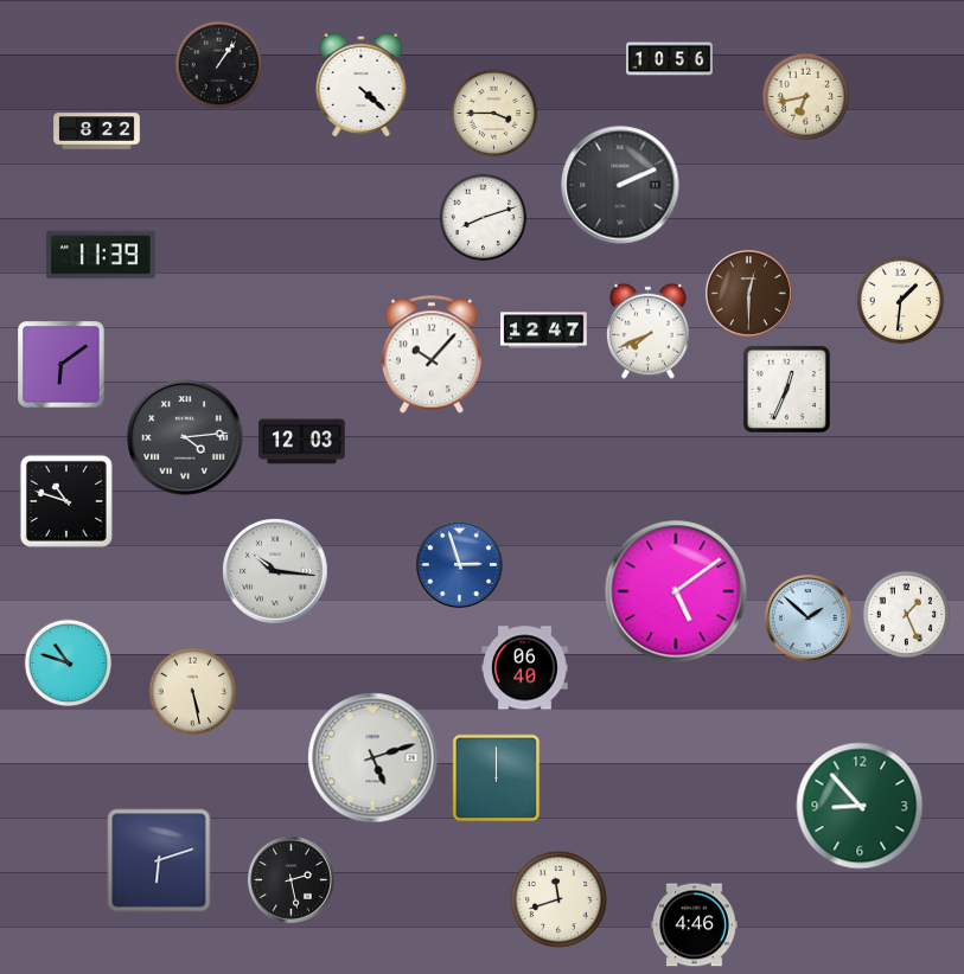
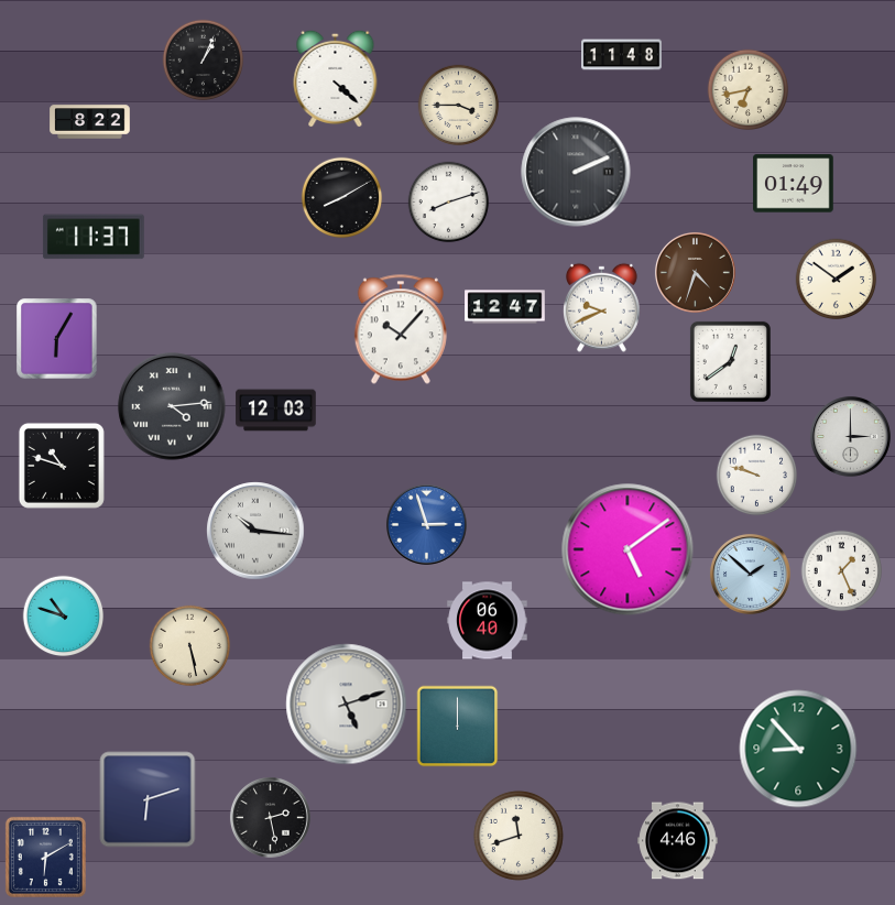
clock at (670, 59): 10:56 -> 11:48
clock at (219, 65): 1:06 -> 1:04
clock at (794, 184): none -> 01:49
clock at (342, 198): none -> 8:10
clock at (101, 255): 11:39 -> 11:37
clock at (748, 293): 12:30 -> 4:33
clock at (901, 301): 1:31 -> 1:51
clock at (649, 331): 7:41 -> 9:41
clock at (62, 365): 6:09 -> 6:05
clock at (786, 389): 12:34 -> 12:39
clock at (302, 442) position: (302, 442) -> (276, 411)
clock at (850, 436): none -> 3:00
clock at (757, 476): none -> 9:48
clock at (193, 692) position: (193, 692) -> (190, 646)
clock at (497, 778) position: (497, 778) -> (458, 727)
clock at (45, 857): none -> 6:10
clock at (695, 925) position: (695, 925) -> (678, 841)
